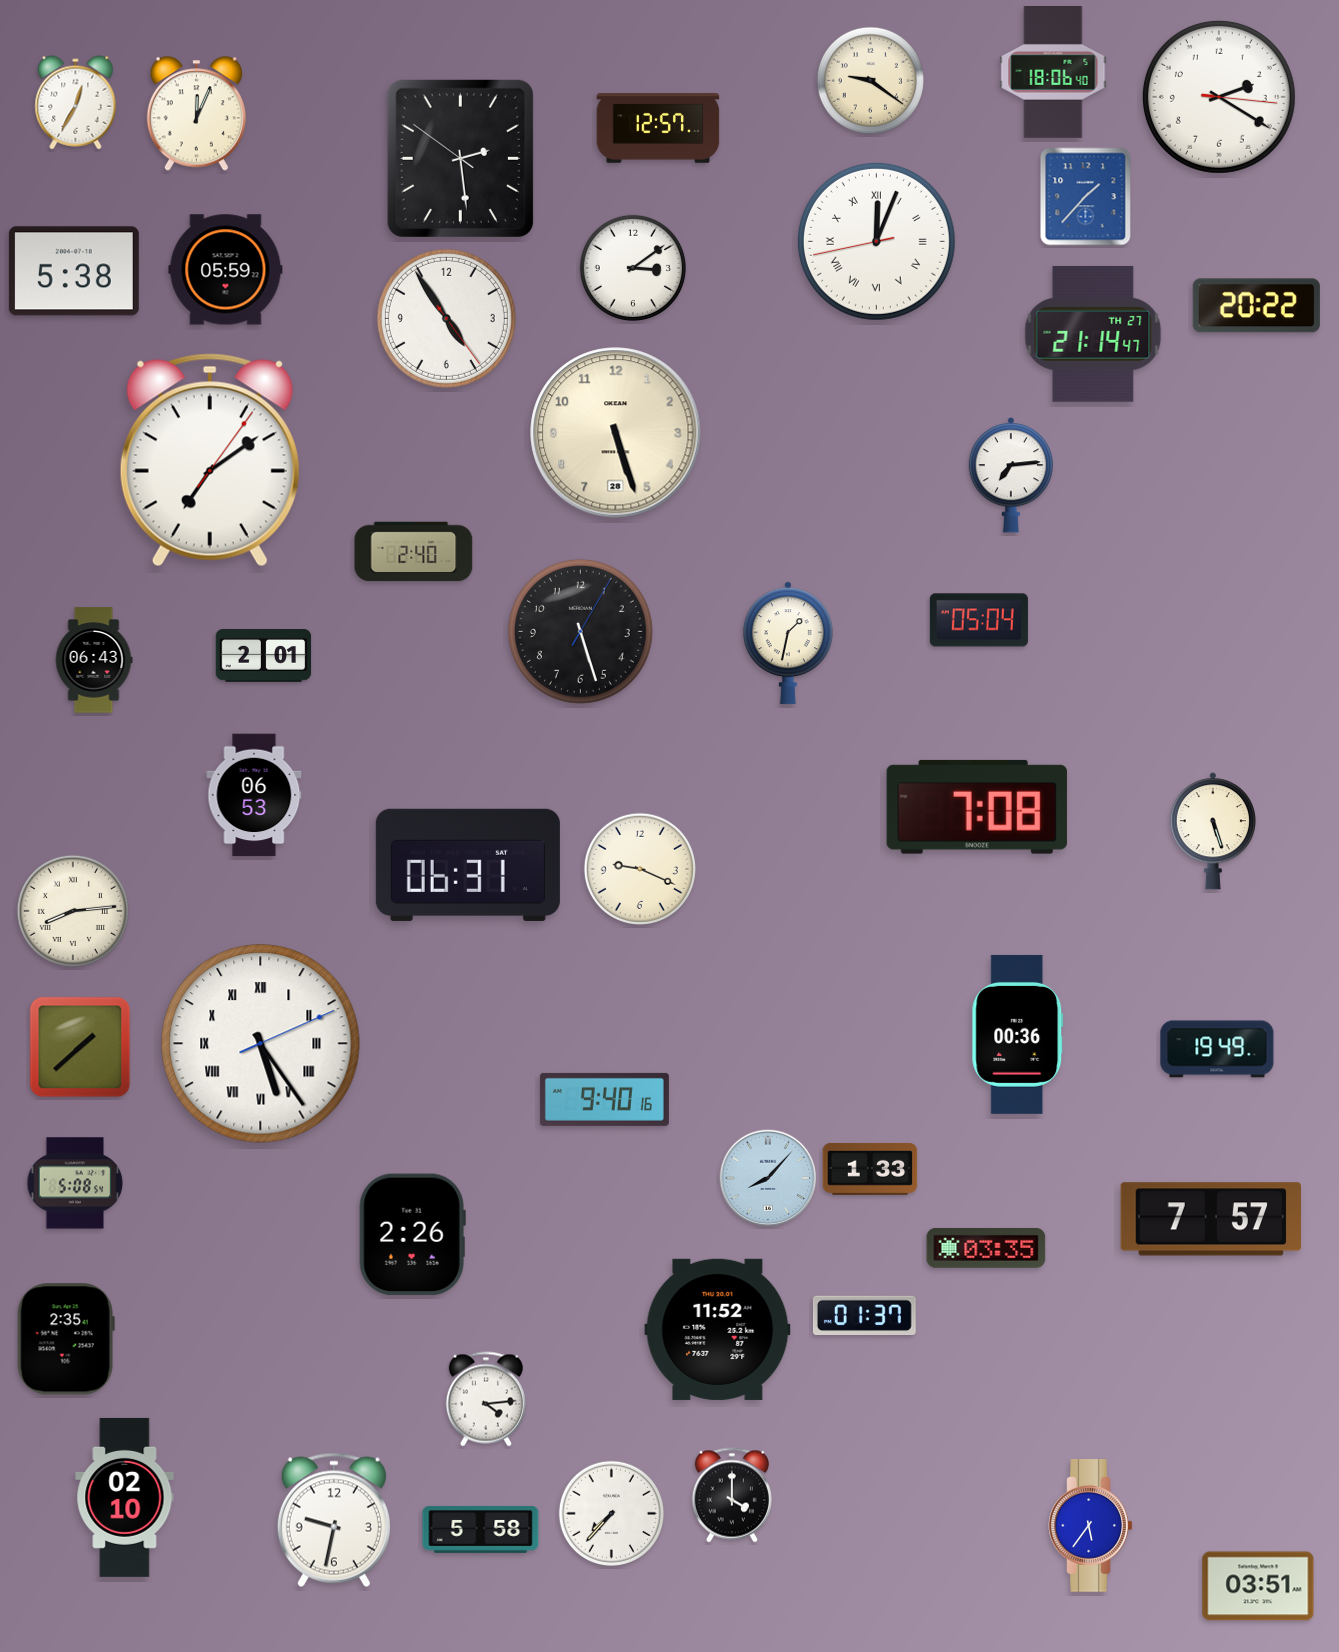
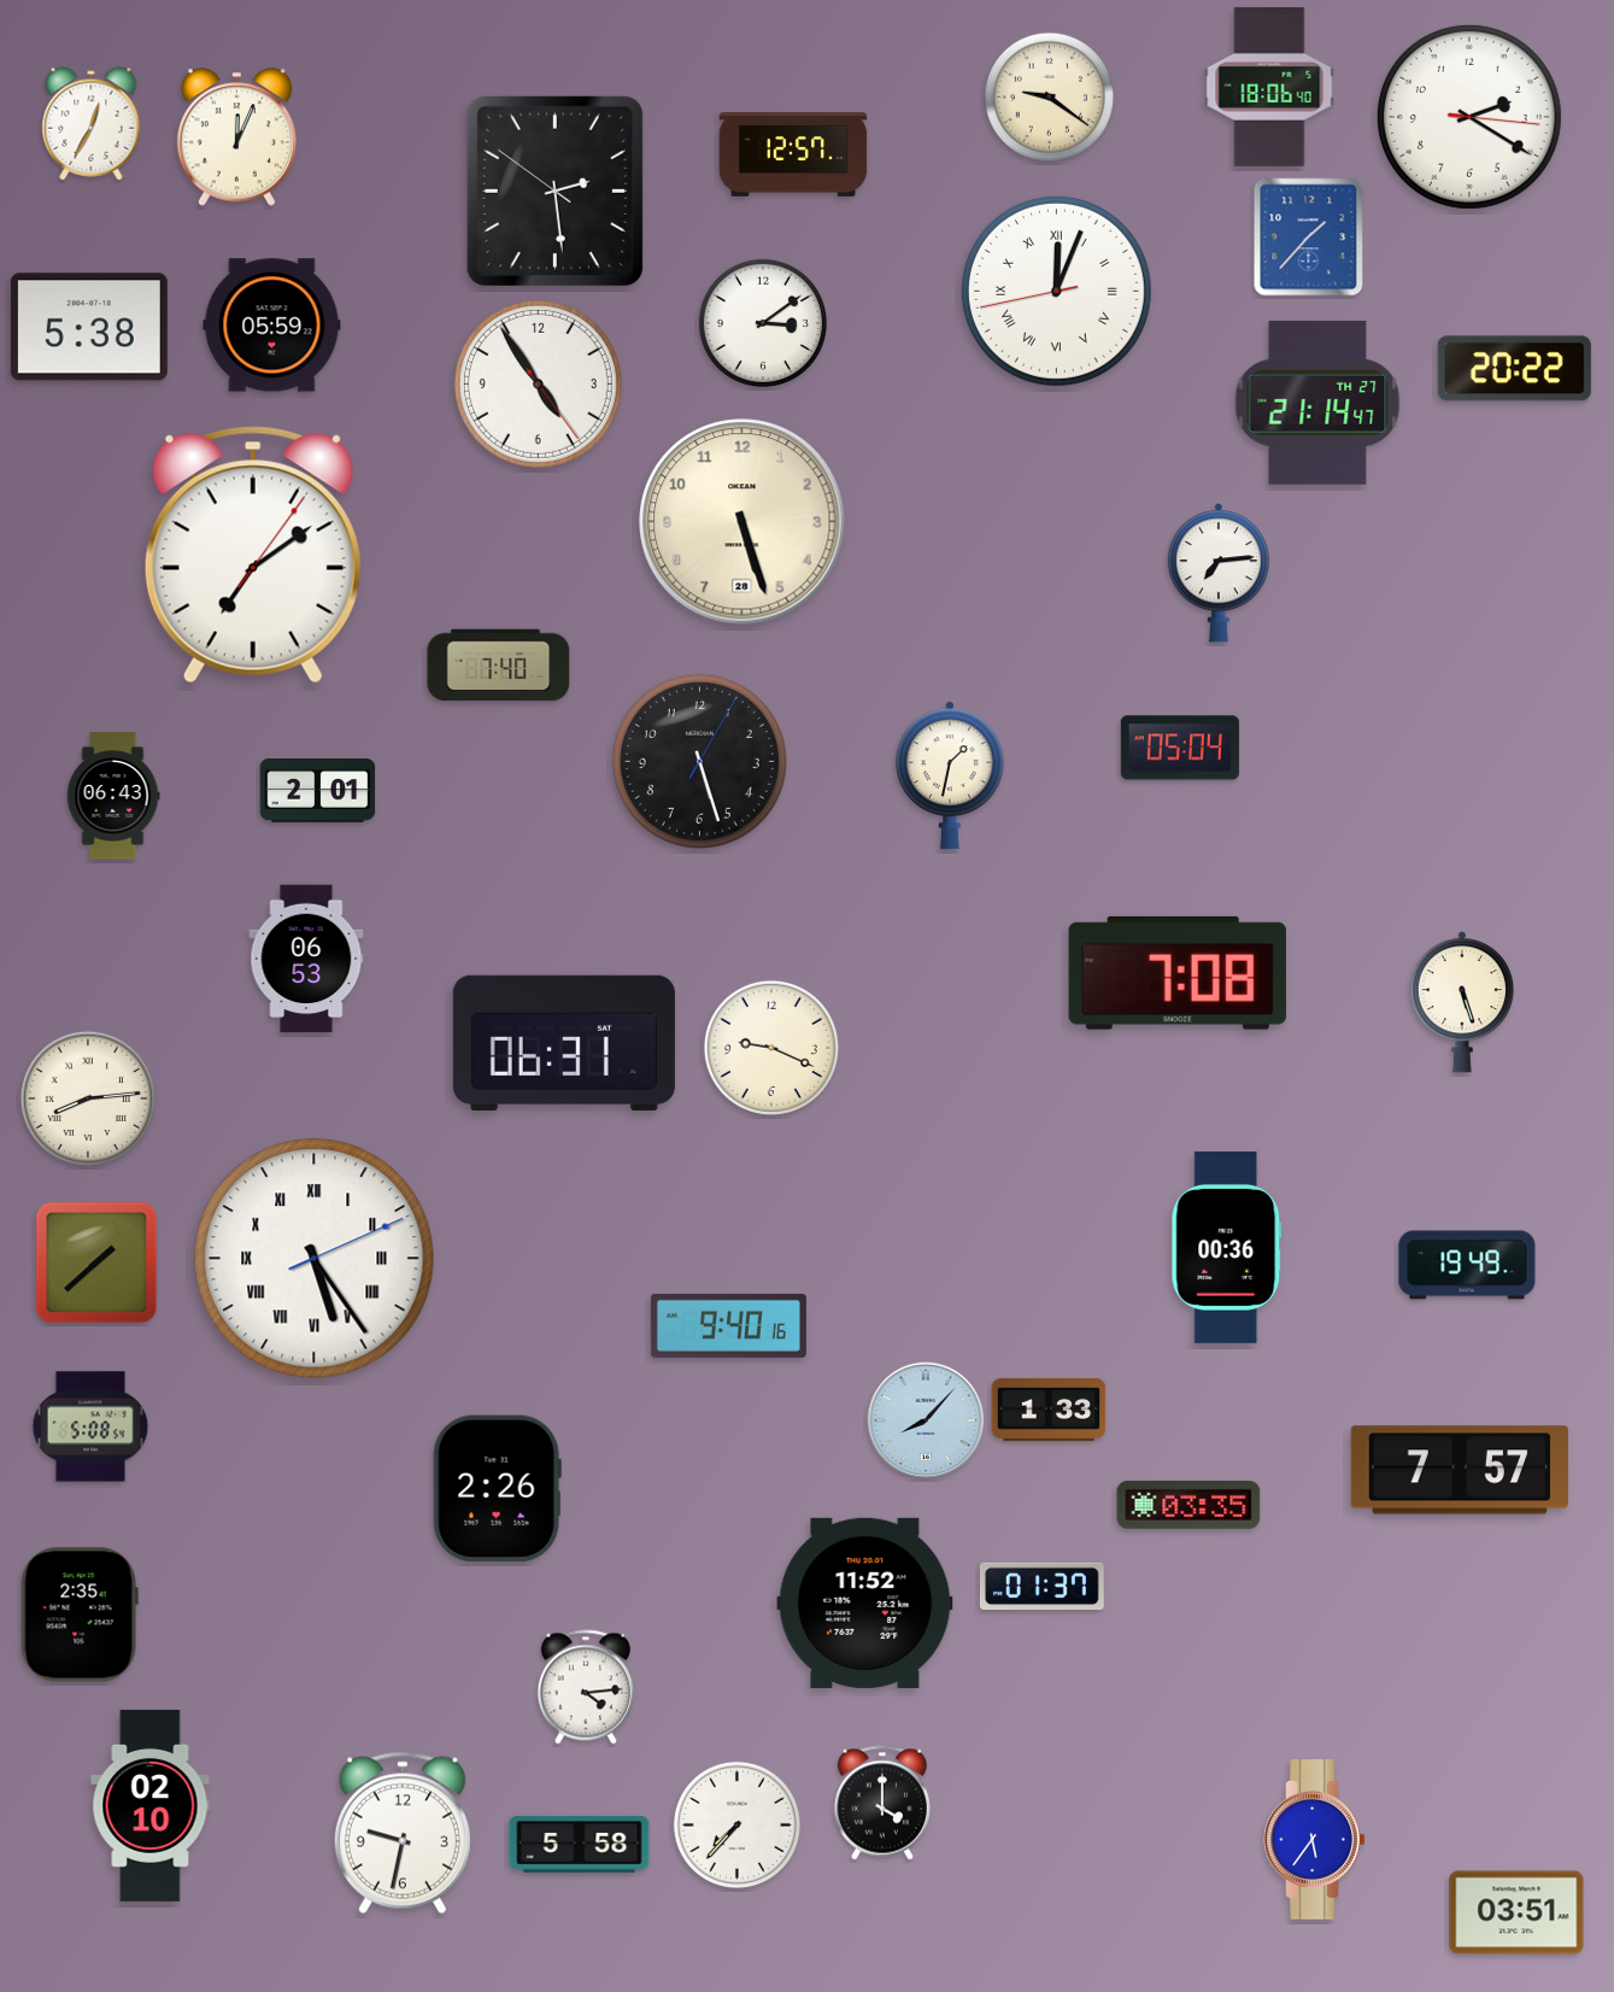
clock at (414, 552): 2:40 -> 7:40
